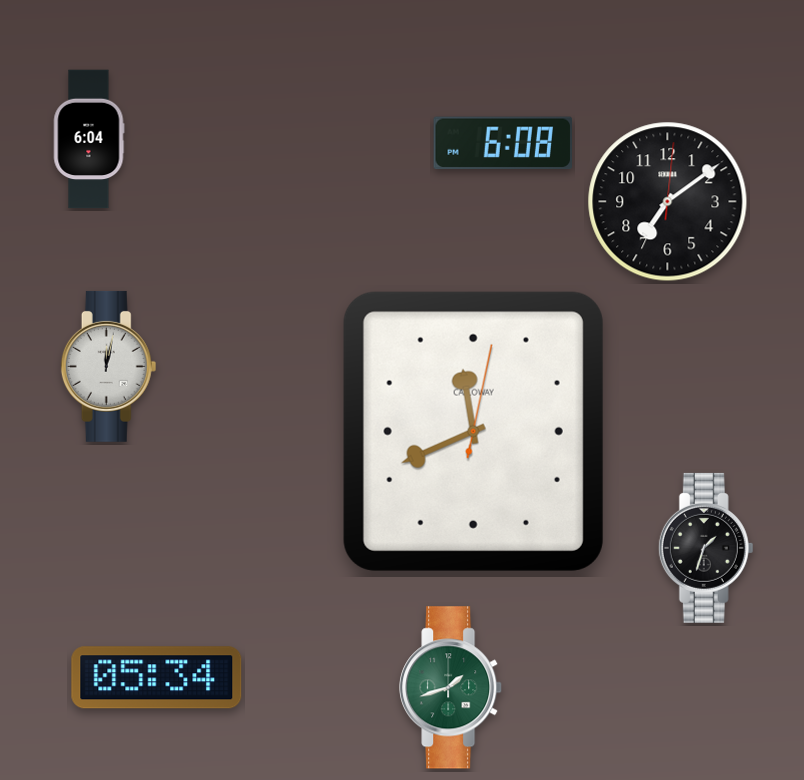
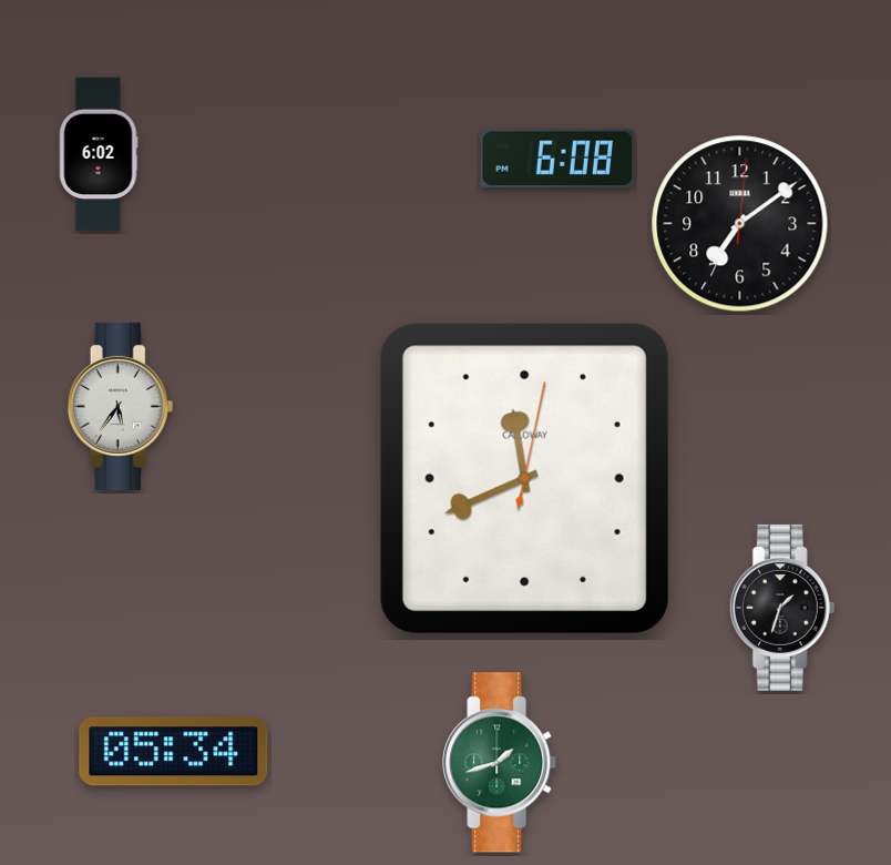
clock at (89, 139): 6:04 -> 6:02
clock at (109, 366): 12:02 -> 5:36
